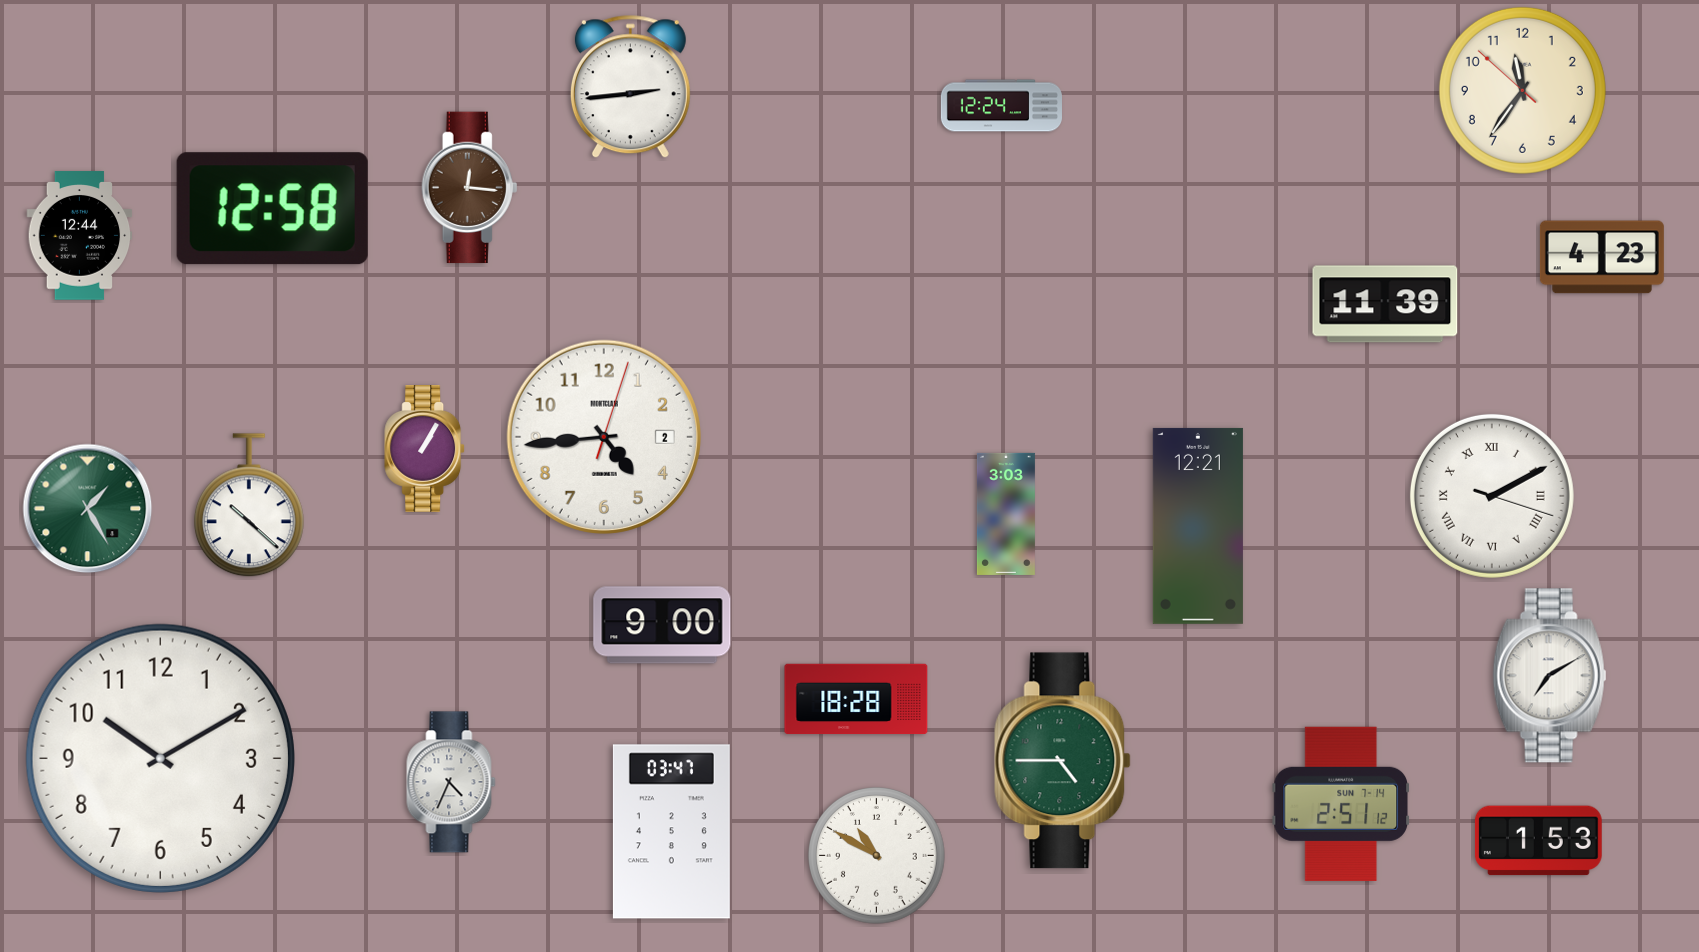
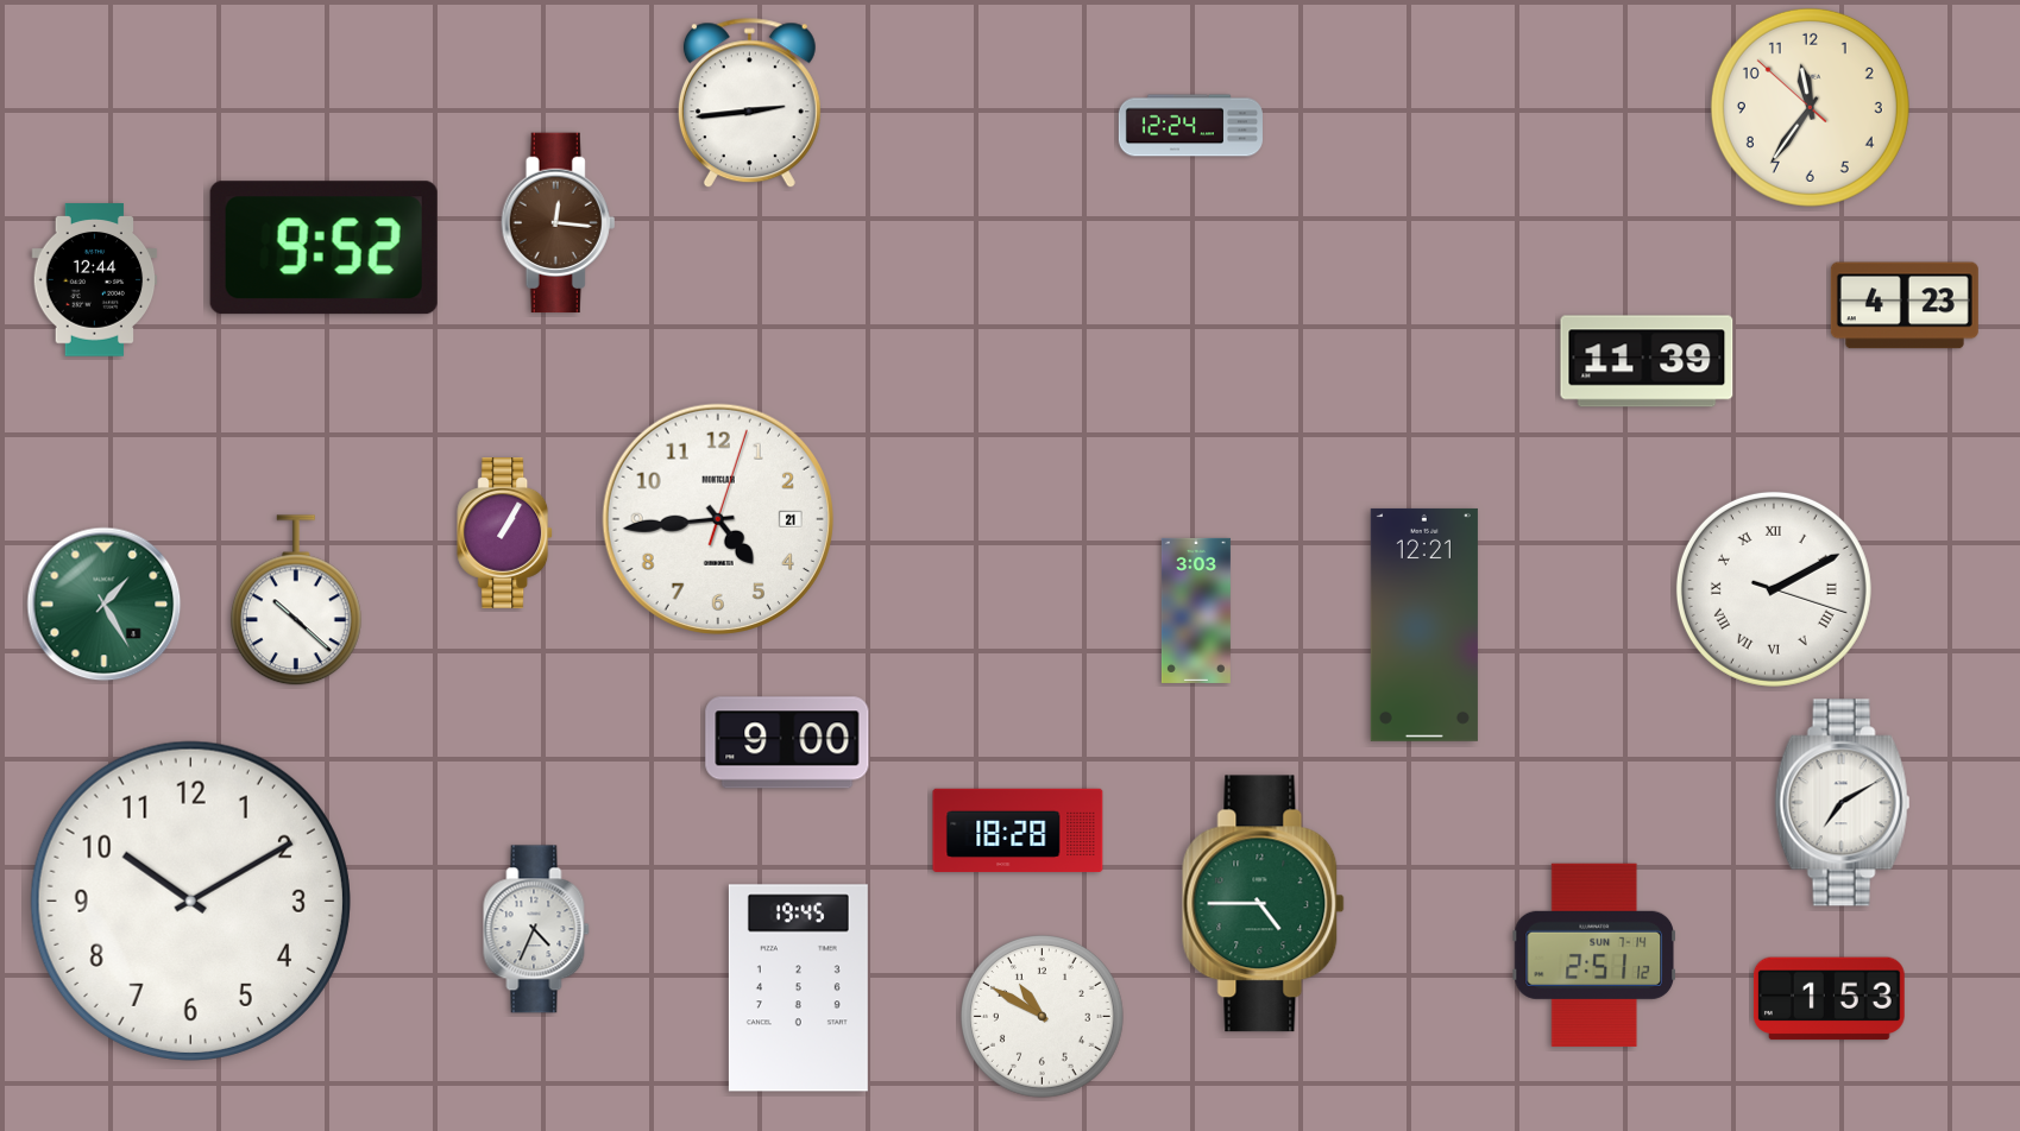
clock at (272, 209): 12:58 -> 9:52
clock at (604, 437) date: 2 -> 21
clock at (671, 832): 03:47 -> 19:45
